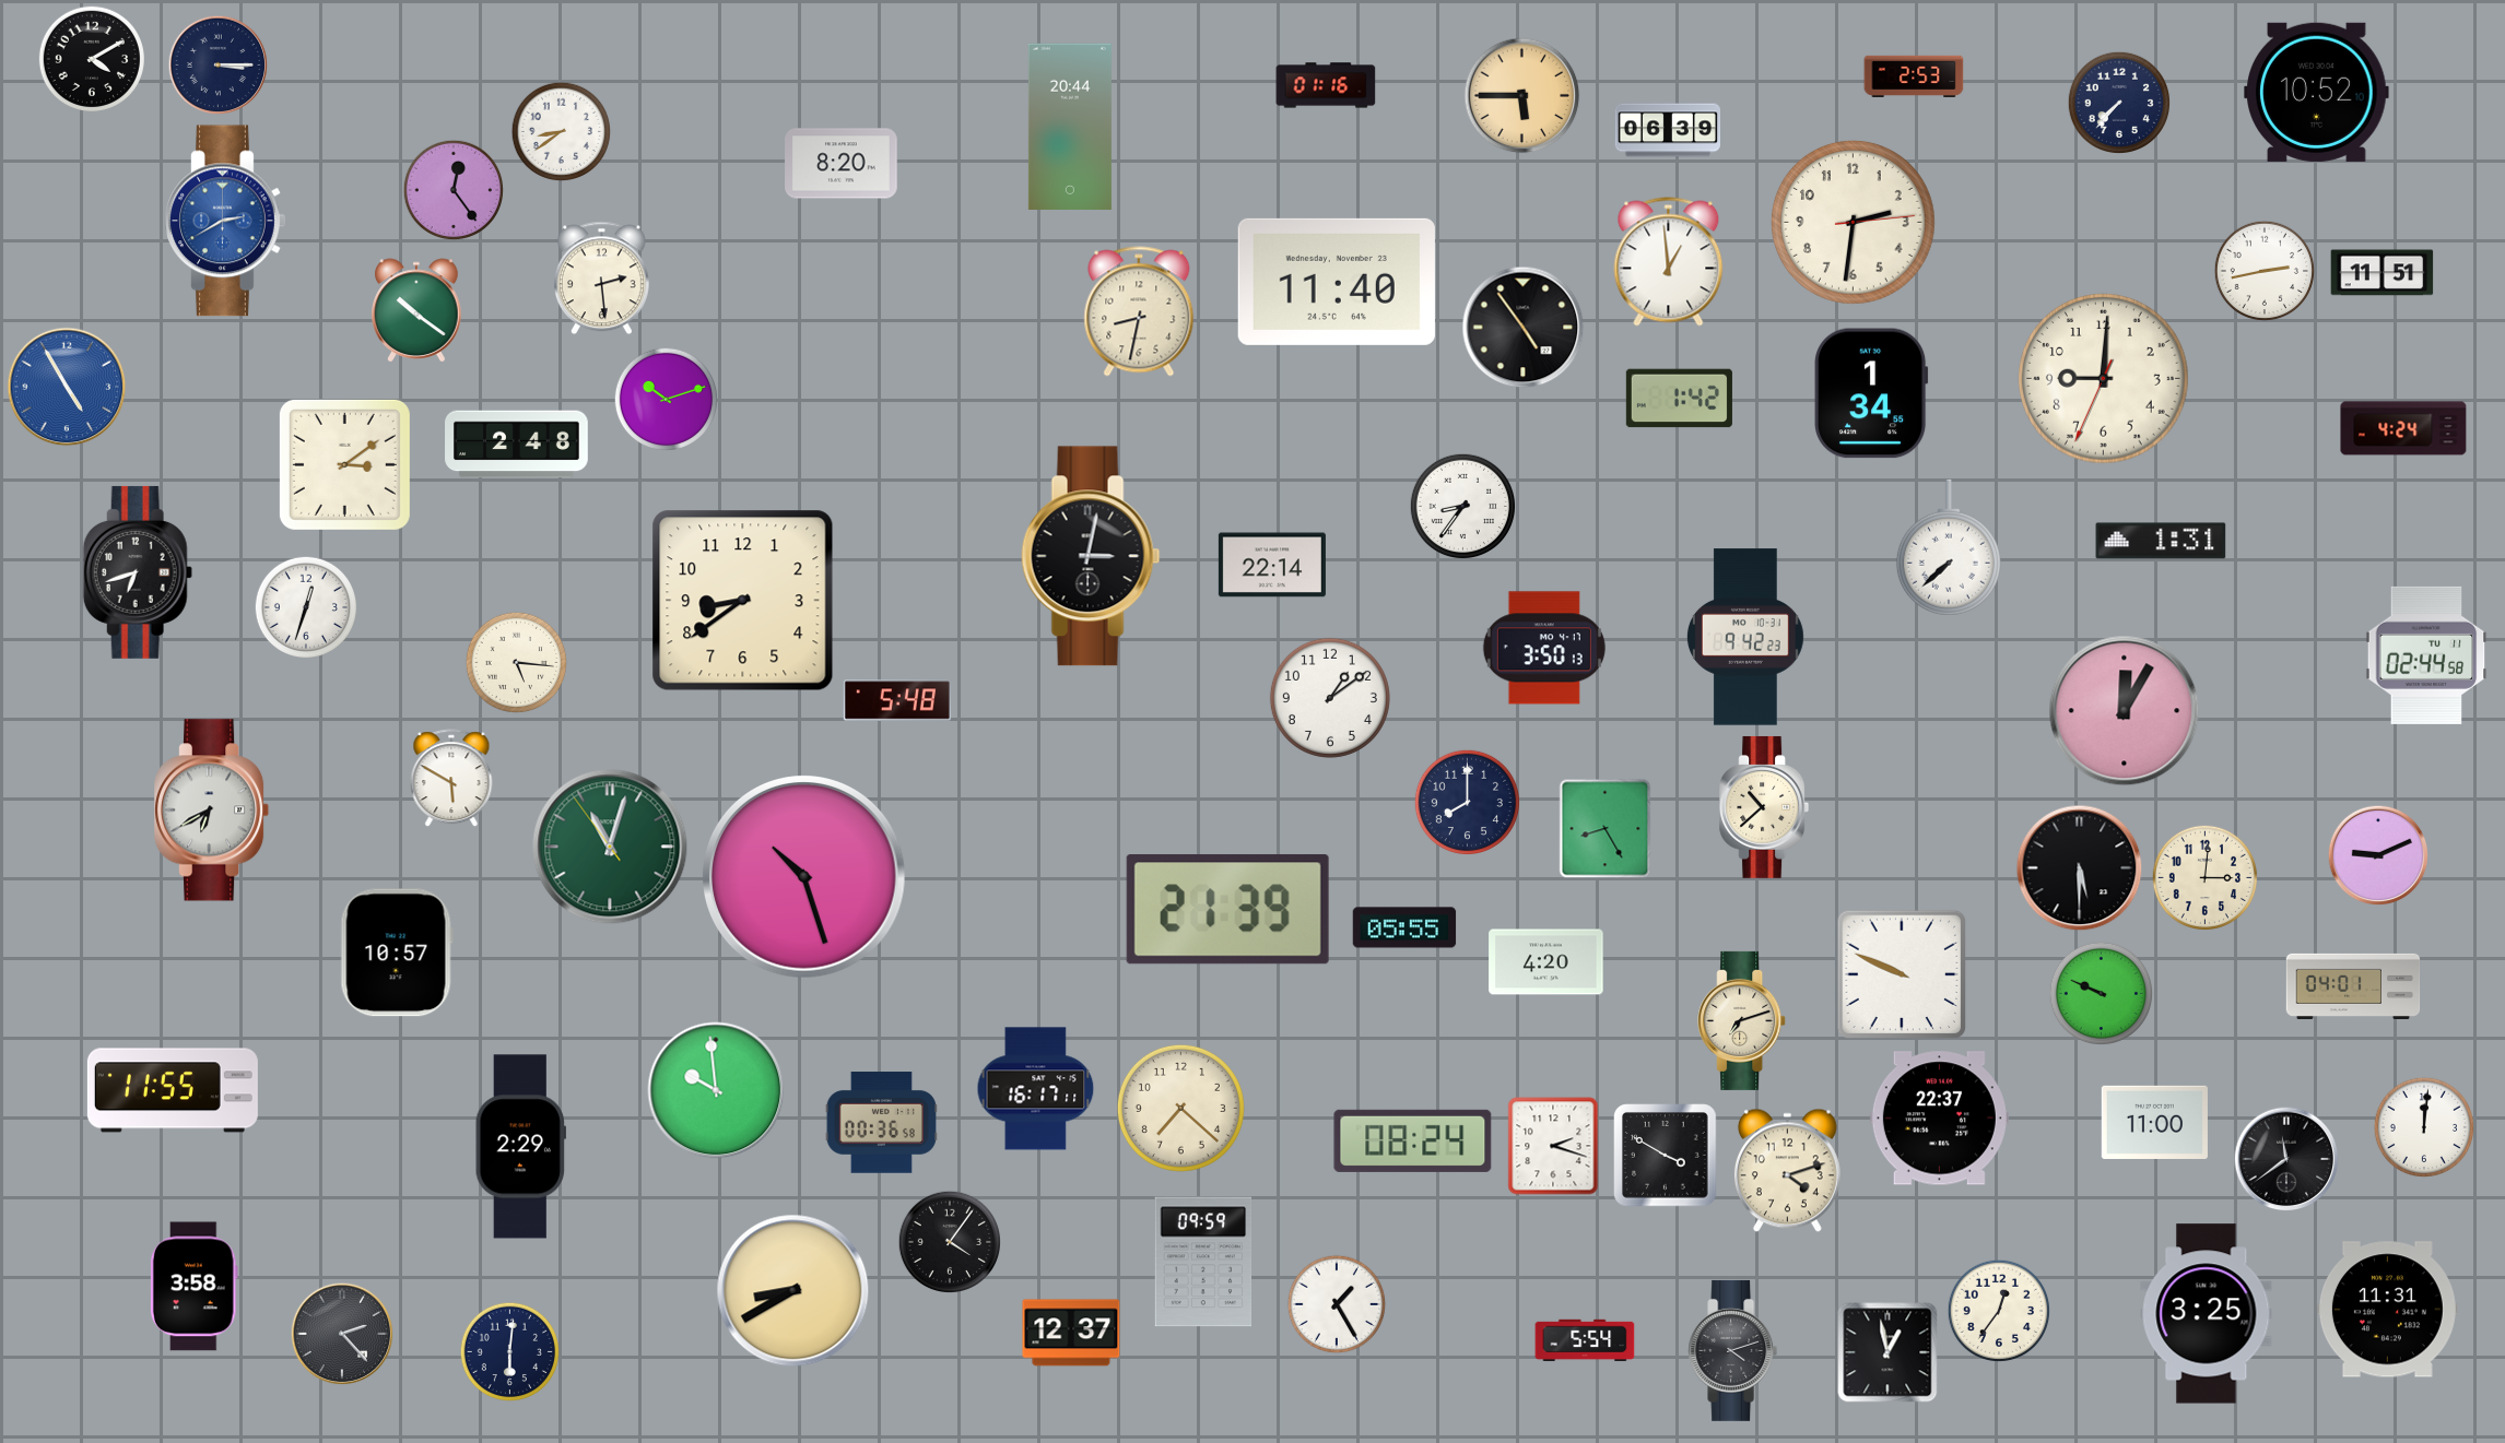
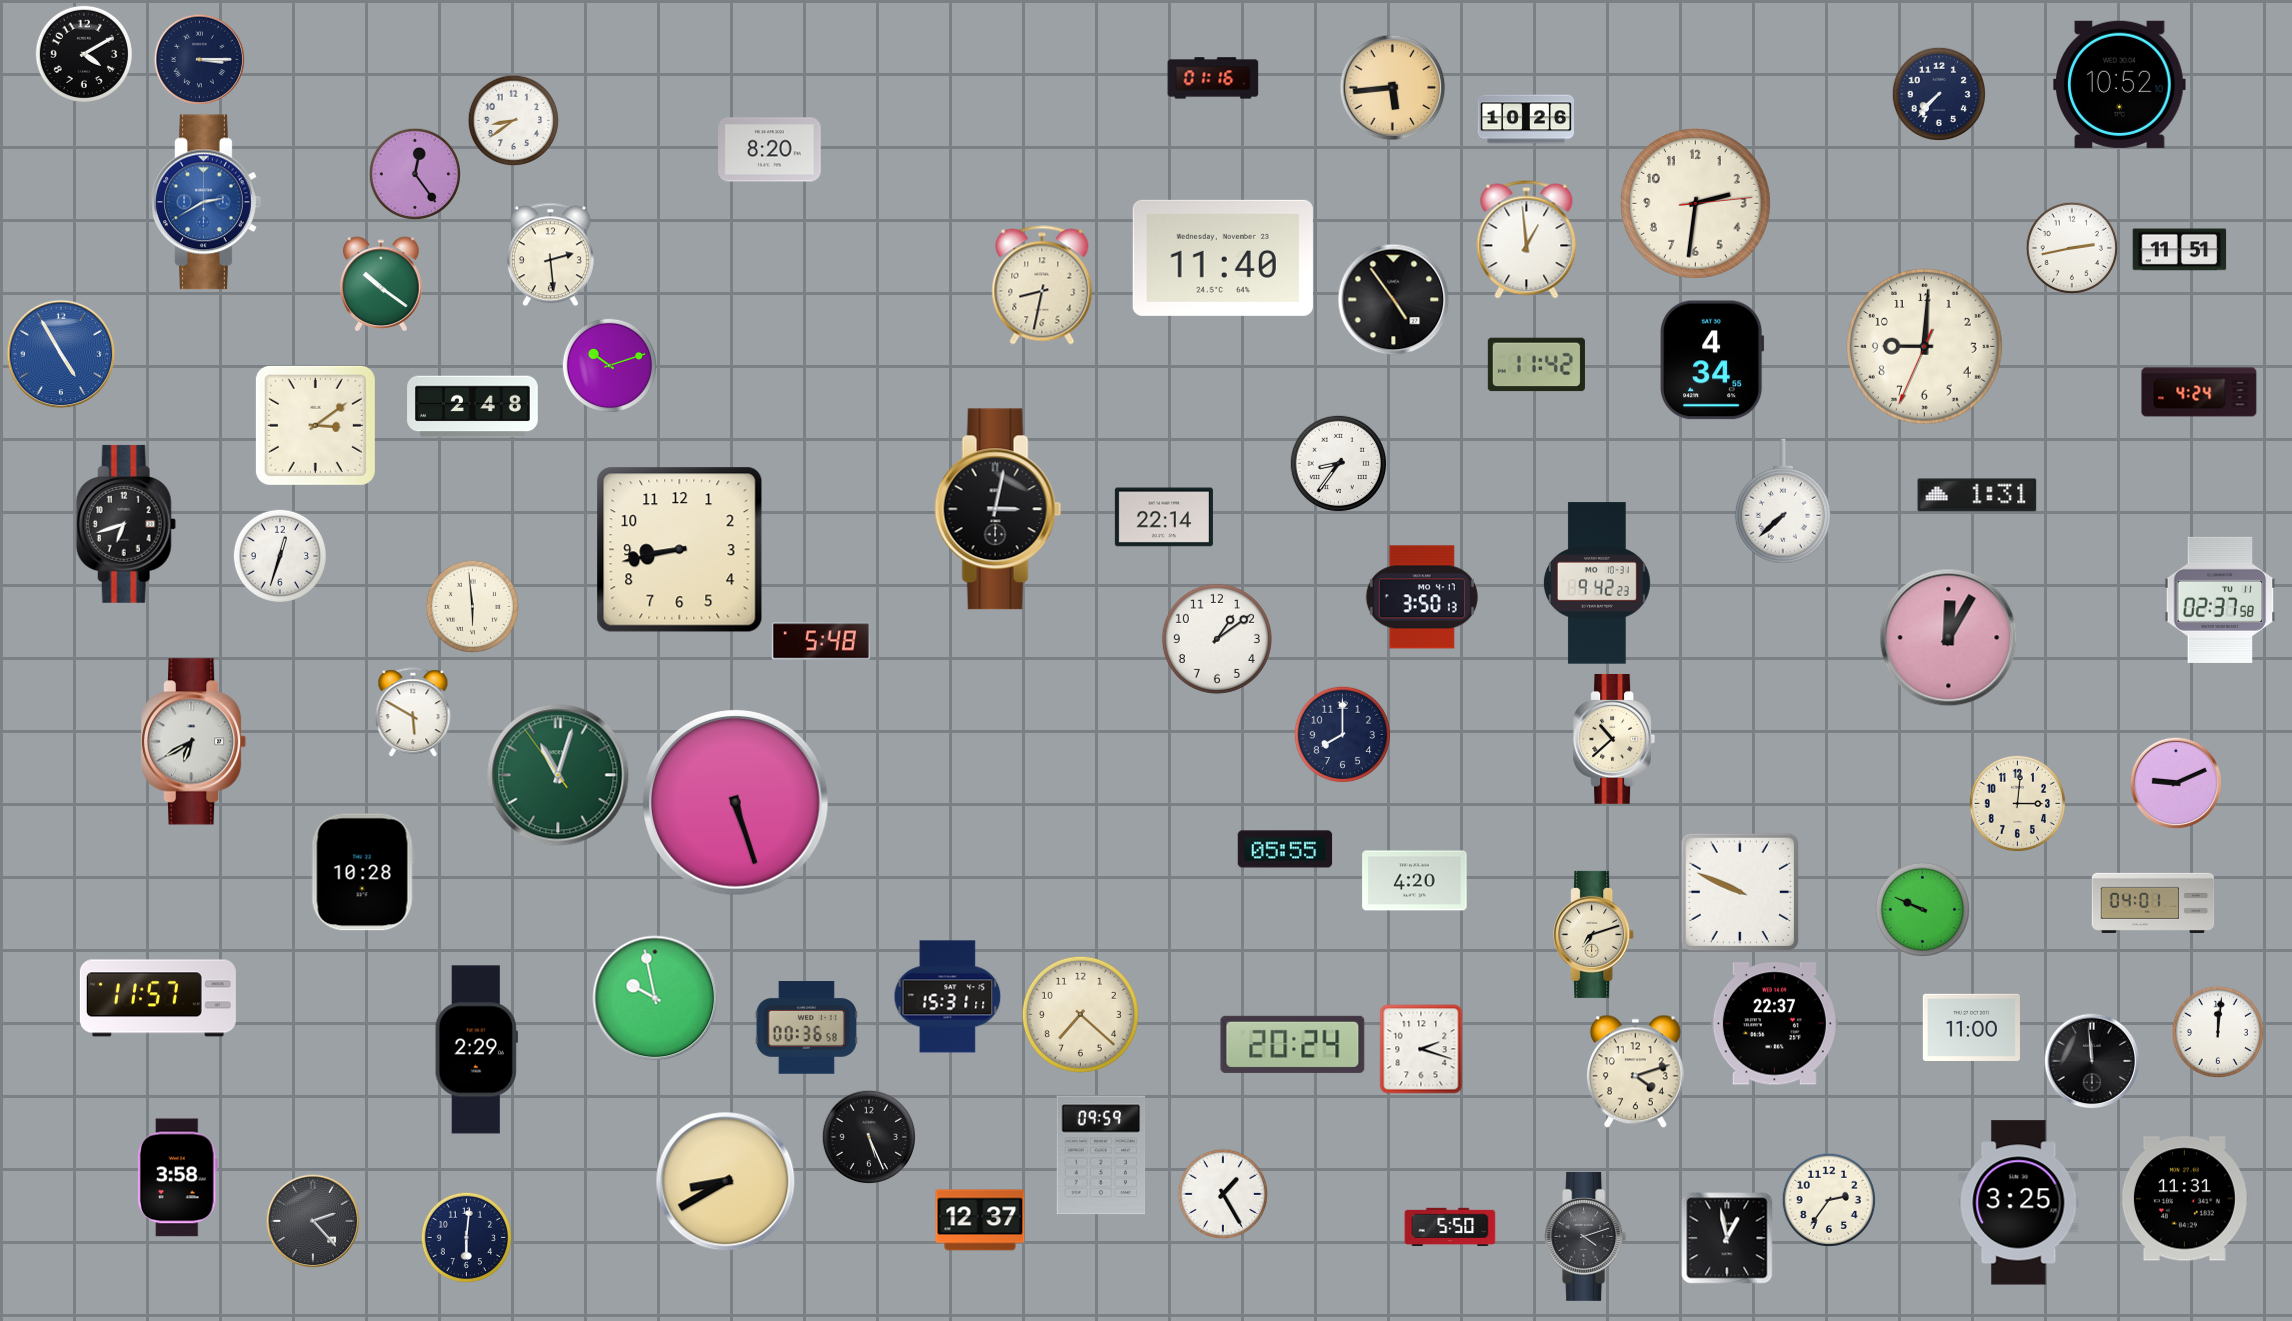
clock at (1914, 75): 2:53 -> none
clock at (1522, 96): 5:45 -> 5:44
clock at (1070, 126): 20:44 -> none
clock at (1667, 130): 06:39 -> 10:26
clock at (1872, 393): 1:34 -> 4:34
clock at (1679, 399): 1:42 -> 11:42
clock at (743, 601): 8:39 -> 8:43
clock at (1544, 648) position: (1544, 648) -> (1422, 597)
clock at (2426, 655): 02:44 -> 02:37
clock at (516, 662): 5:16 -> 5:59
clock at (2125, 711) position: (2125, 711) -> (1949, 638)
clock at (1606, 829): 8:25 -> none
clock at (2080, 868): 5:30 -> none
clock at (804, 877): 10:27 -> 5:27
clock at (1227, 910): 21:39 -> none
clock at (397, 953): 10:57 -> 10:28
clock at (1036, 1089): 16:17 -> 15:31
clock at (173, 1090): 11:55 -> 11:57
clock at (716, 1090): 9:59 -> 9:58
clock at (1413, 1140): 08:24 -> 20:24
clock at (1666, 1156): 3:50 -> none
clock at (2286, 1159): 11:39 -> 11:59
clock at (949, 1241): 4:06 -> 5:26
clock at (1998, 1310): 12:36 -> 2:36
clock at (1585, 1340): 5:54 -> 5:50
